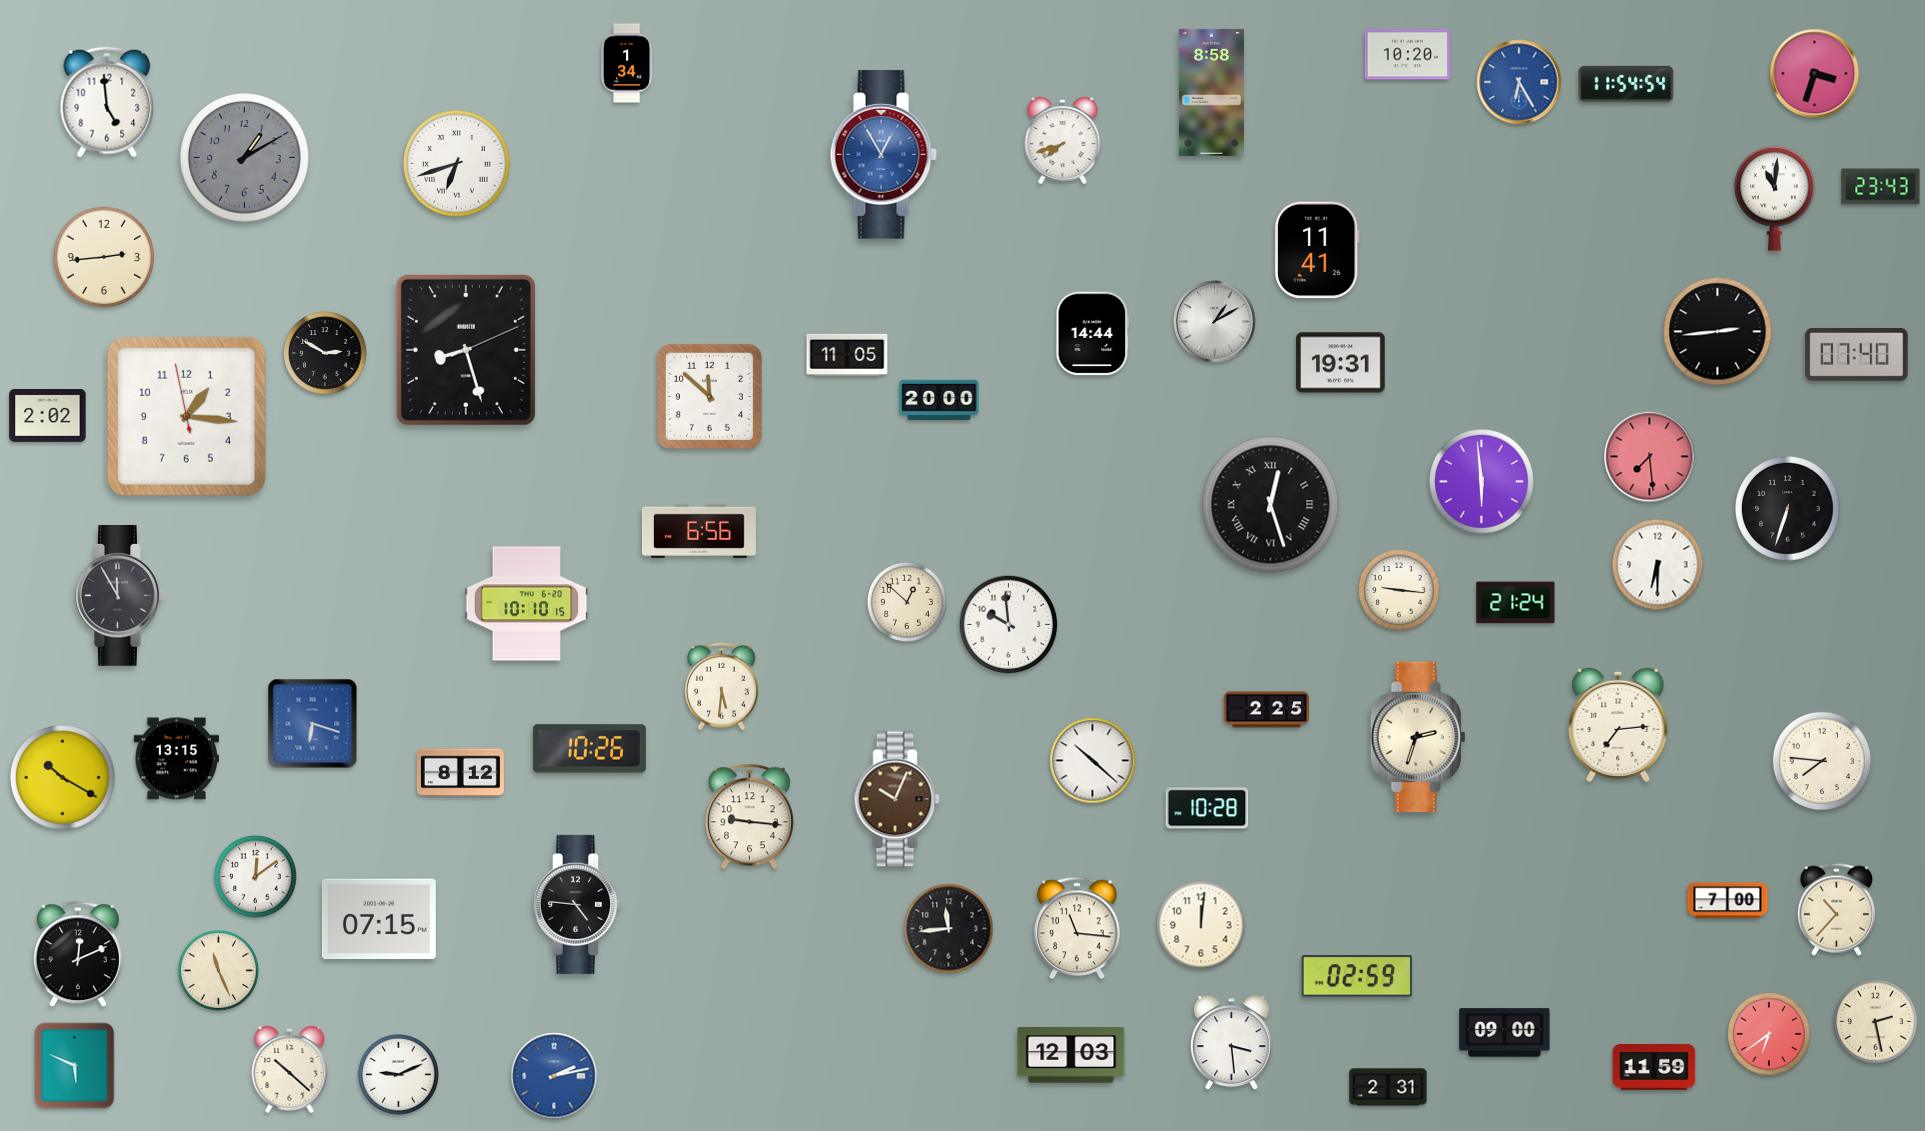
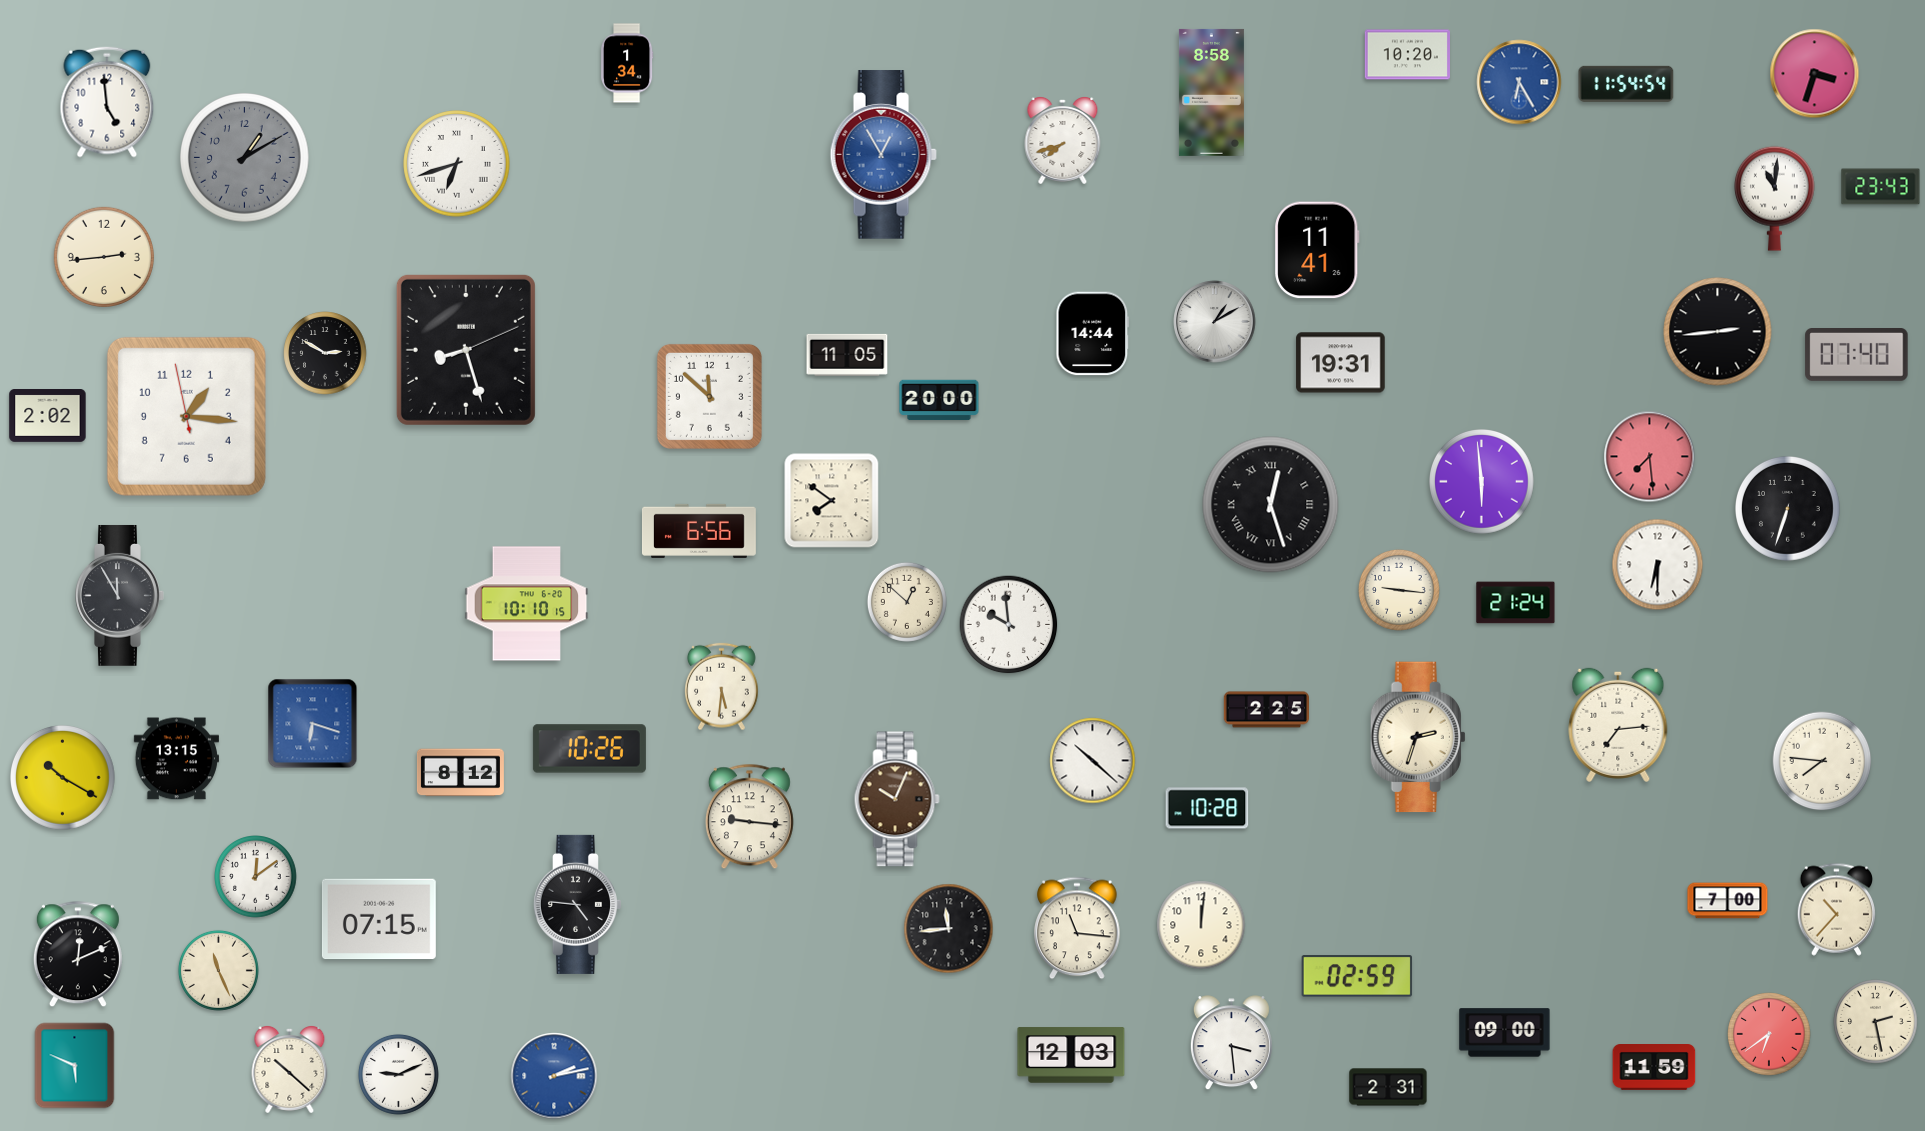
clock at (832, 501): none -> 7:51
